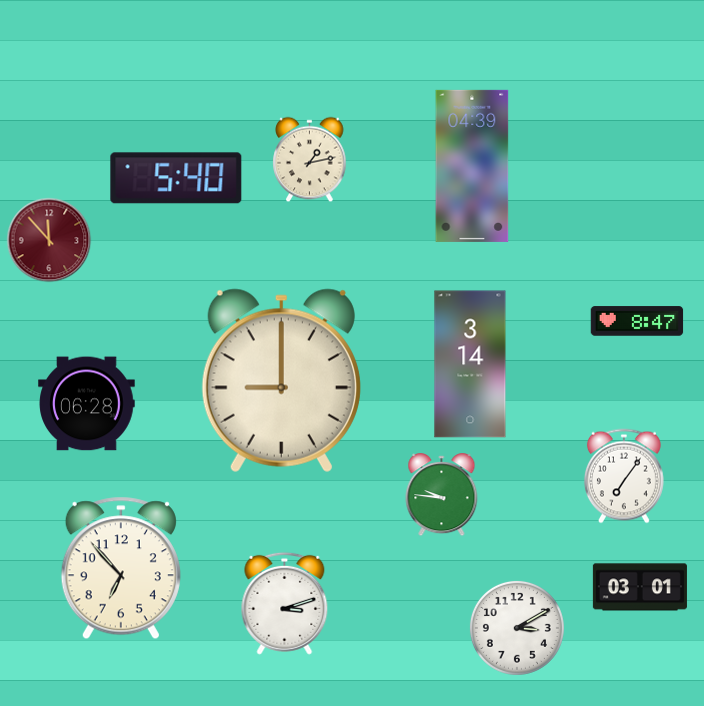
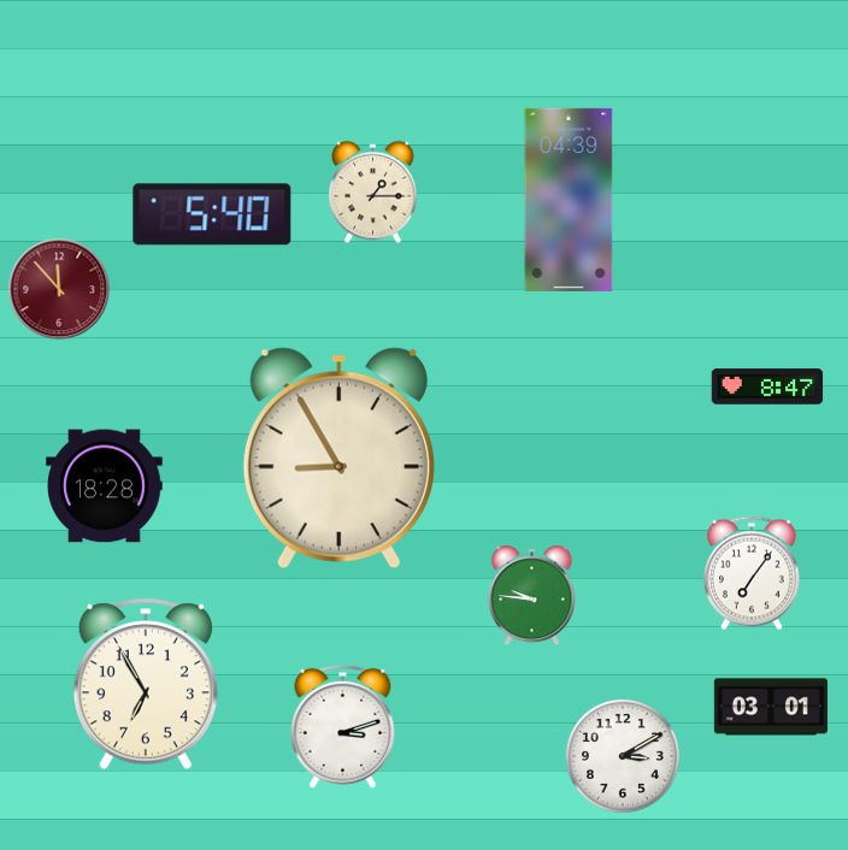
clock at (310, 160): 1:13 -> 1:15
clock at (470, 364): 3:14 -> none
clock at (281, 380): 9:00 -> 8:55
clock at (87, 404): 06:28 -> 18:28
clock at (121, 568): 6:53 -> 6:55
